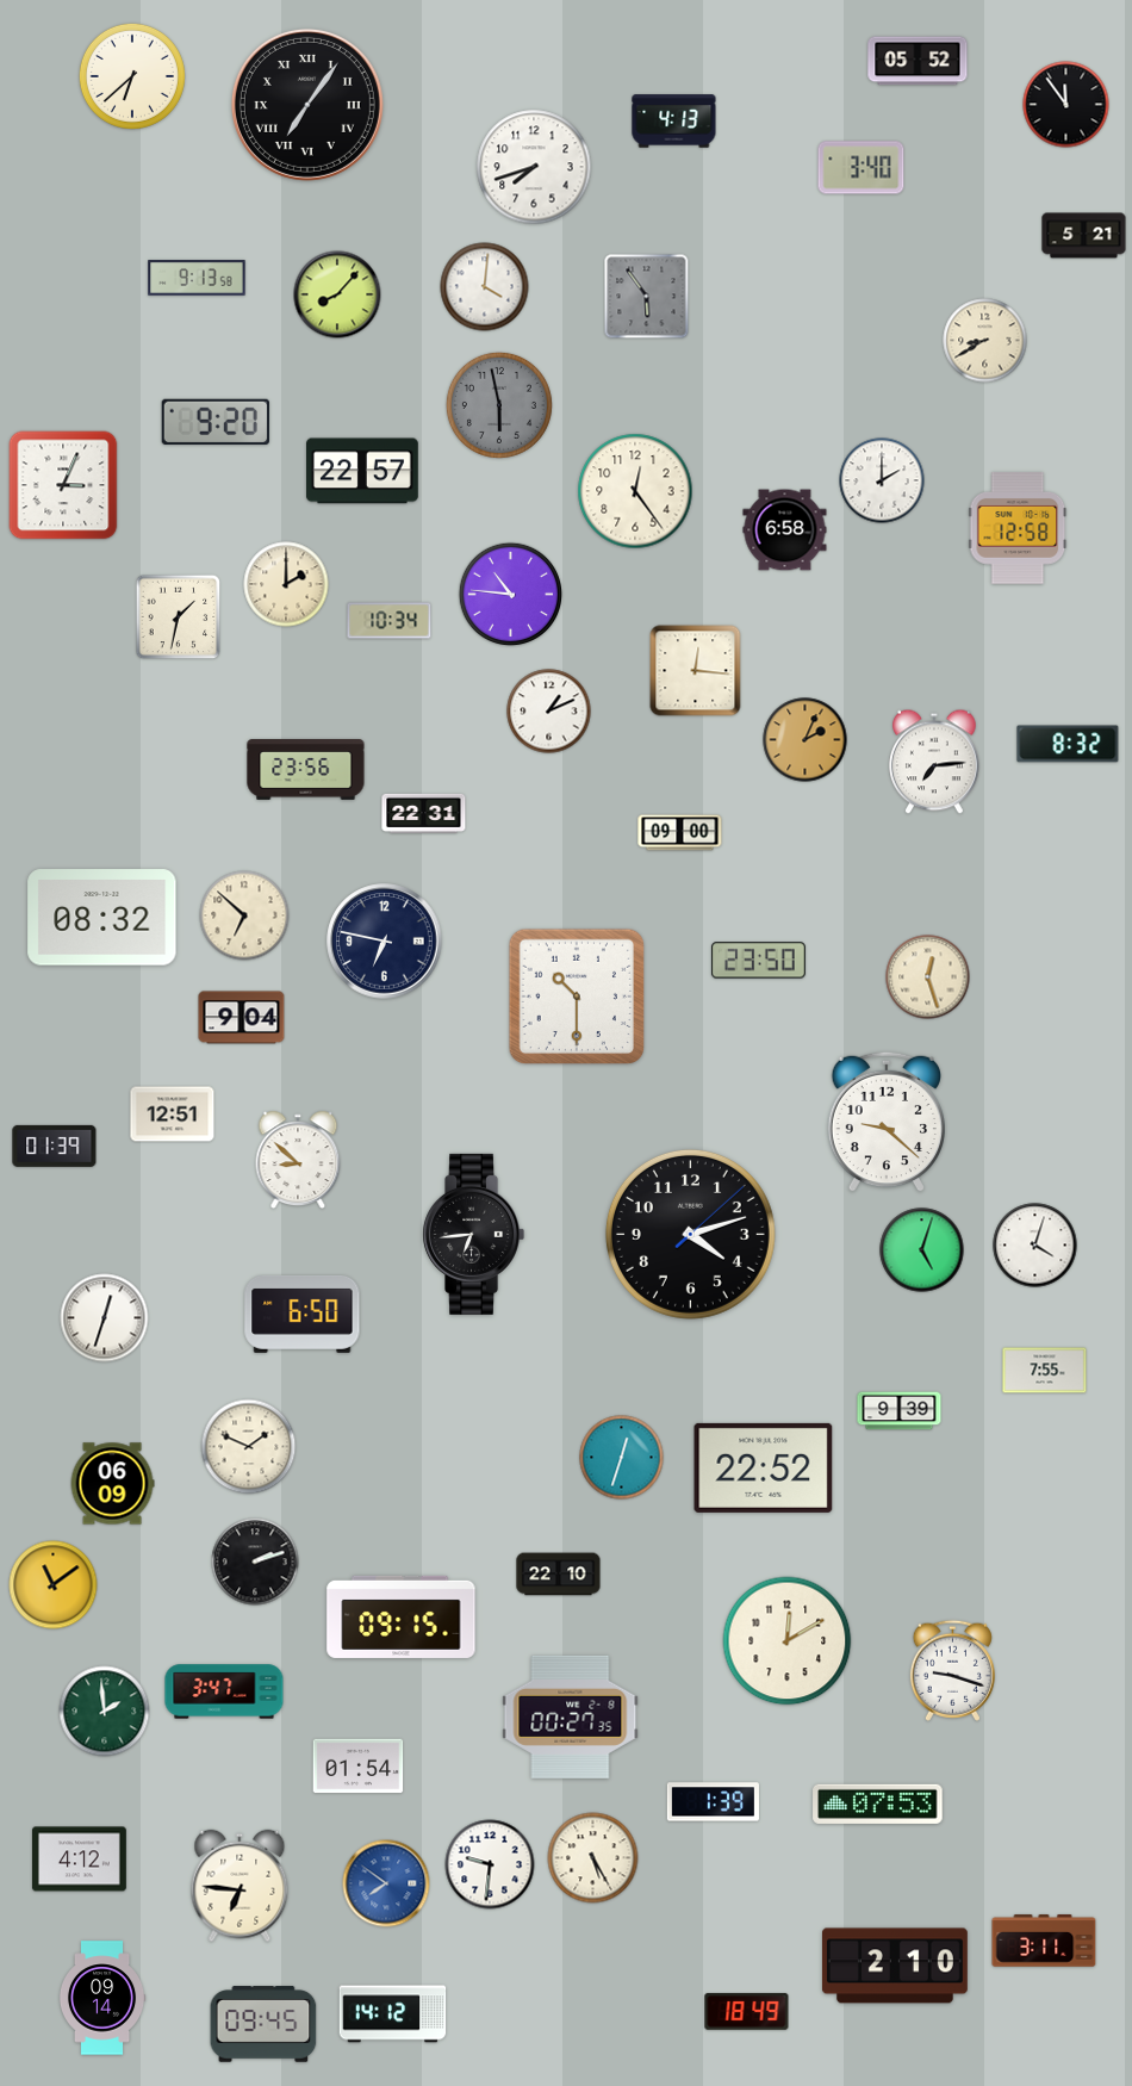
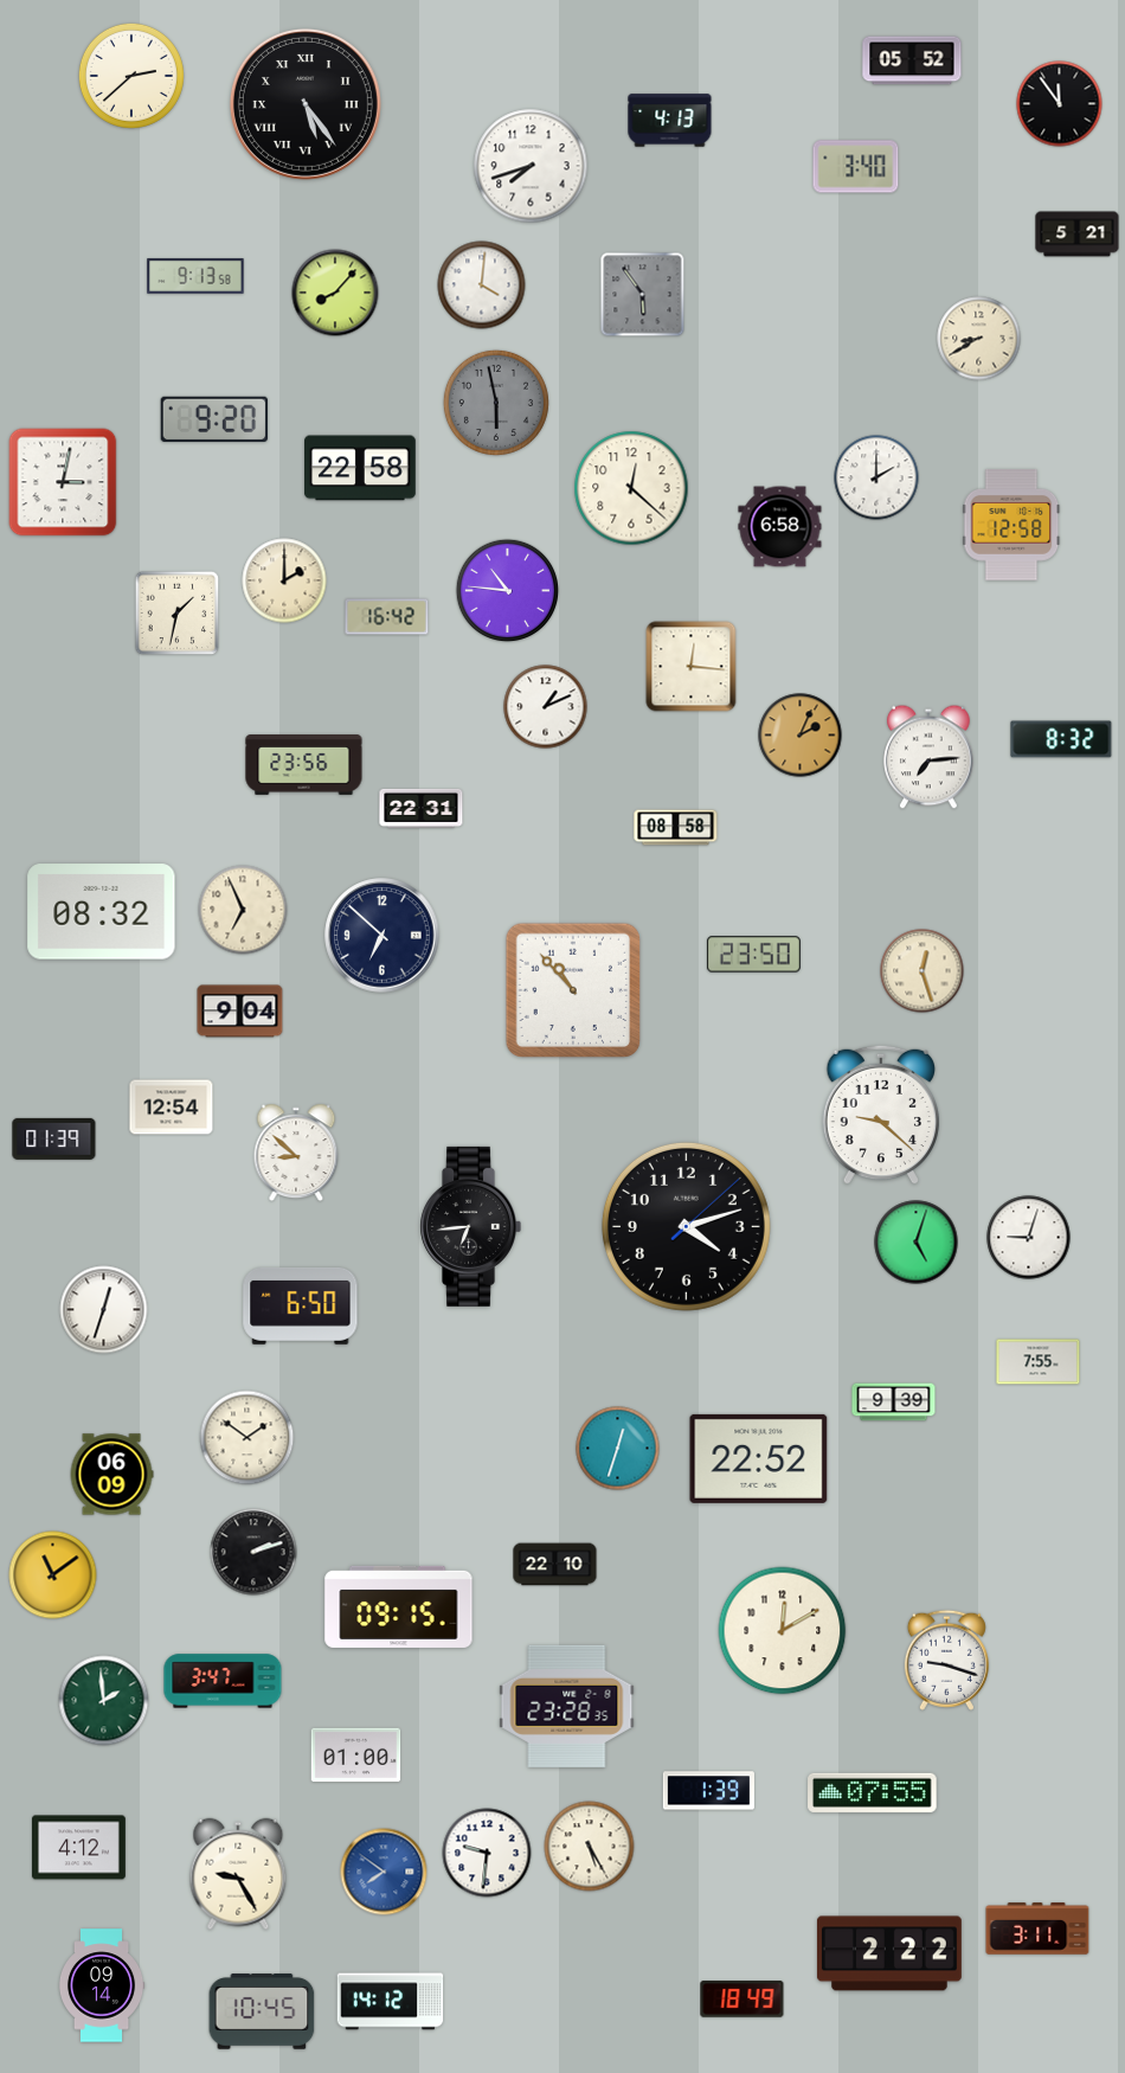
clock at (132, 76): 6:38 -> 2:38
clock at (307, 105): 7:06 -> 5:24
clock at (363, 471): 22:57 -> 22:58
clock at (63, 485): 3:04 -> 3:02
clock at (635, 491): 12:24 -> 12:22
clock at (390, 621): 10:34 -> 16:42
clock at (680, 833): 09:00 -> 08:58
clock at (244, 915): 6:52 -> 6:56
clock at (385, 942): 6:47 -> 6:52
clock at (577, 997): 10:30 -> 10:53
clock at (173, 1115): 12:51 -> 12:54
clock at (1035, 1246): 4:03 -> 9:03
clock at (249, 1447): 1:49 -> 1:51
clock at (571, 1716): 00:27 -> 23:28
clock at (359, 1767): 01:54 -> 01:00
clock at (878, 1803): 07:53 -> 07:55
clock at (240, 1886): 6:46 -> 9:25
clock at (895, 1966): 2:10 -> 2:22
clock at (263, 2024): 09:45 -> 10:45
